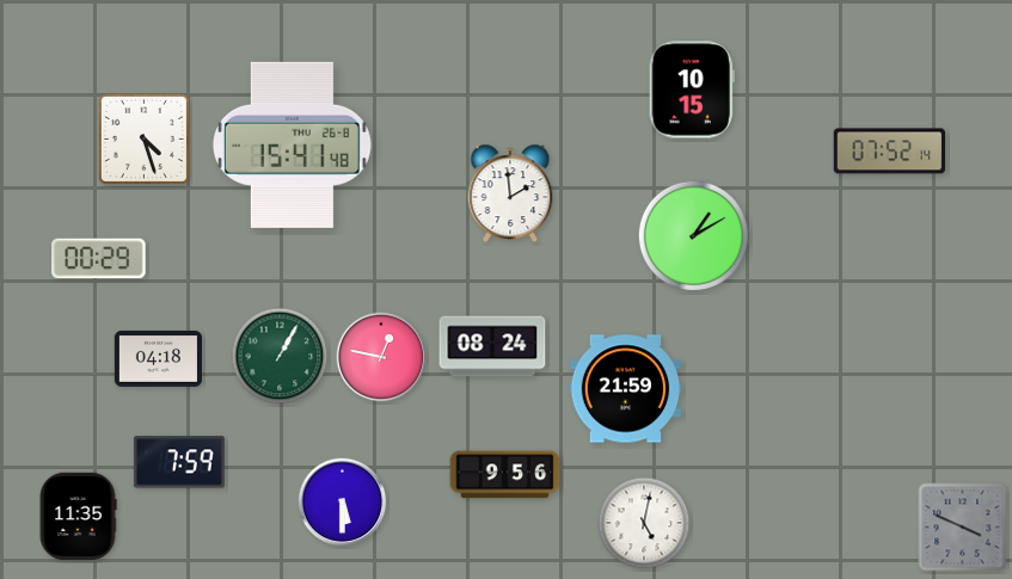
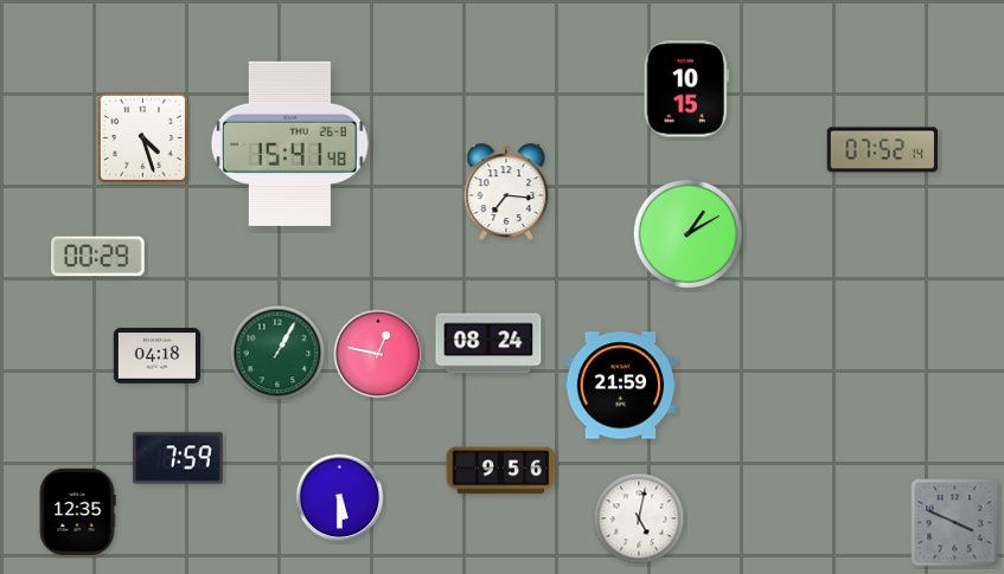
clock at (510, 192): 1:59 -> 7:16
clock at (78, 516): 11:35 -> 12:35
